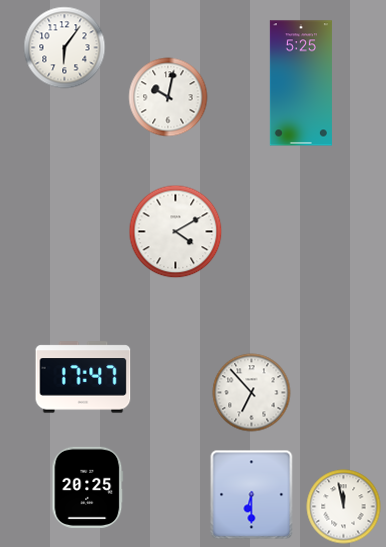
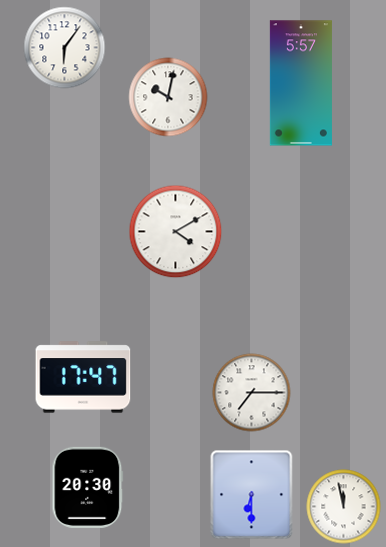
clock at (301, 83): 5:25 -> 5:57
clock at (252, 393): 6:53 -> 7:15
clock at (88, 487): 20:25 -> 20:30
